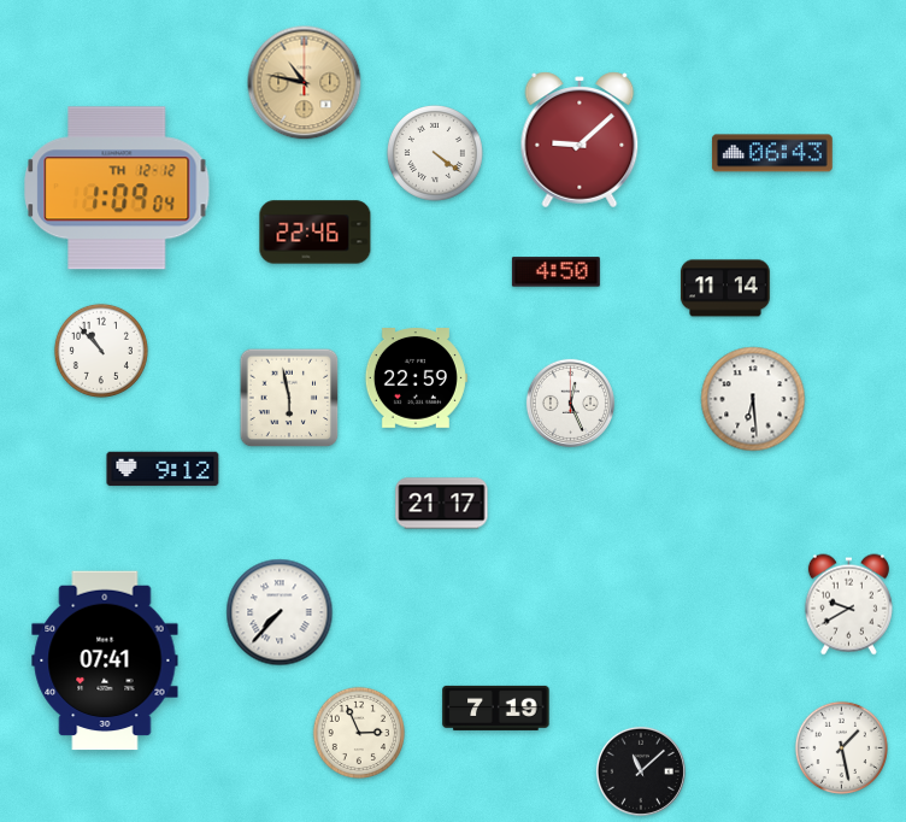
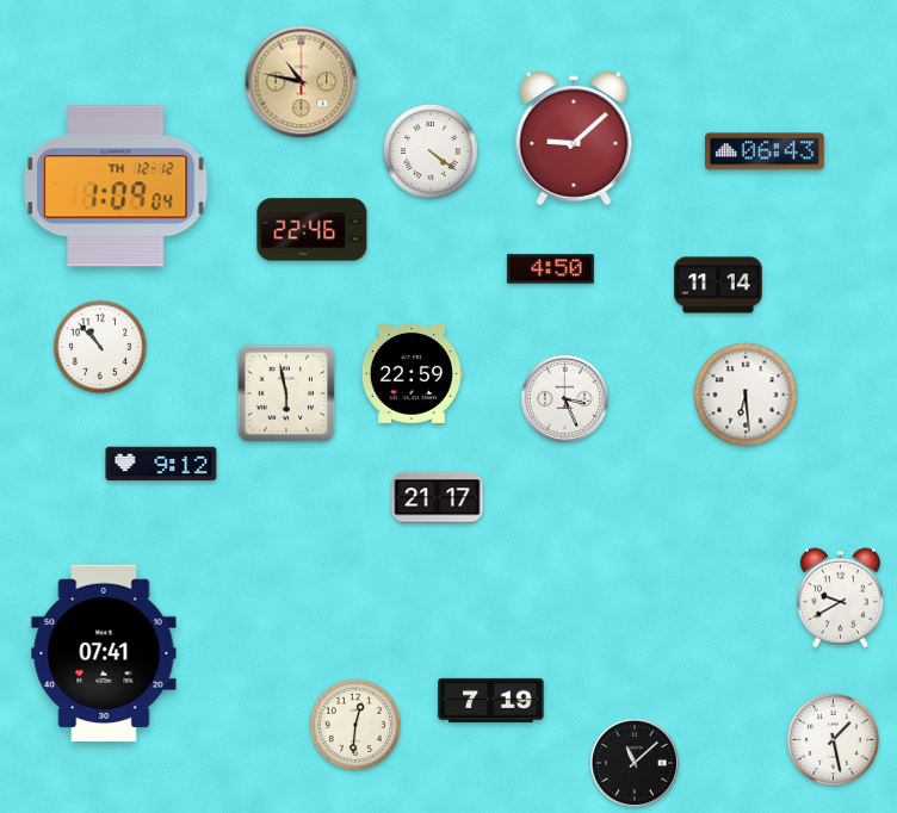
clock at (570, 403): 12:26 -> 3:26
clock at (280, 612): 7:37 -> none
clock at (359, 733): 2:56 -> 12:31
